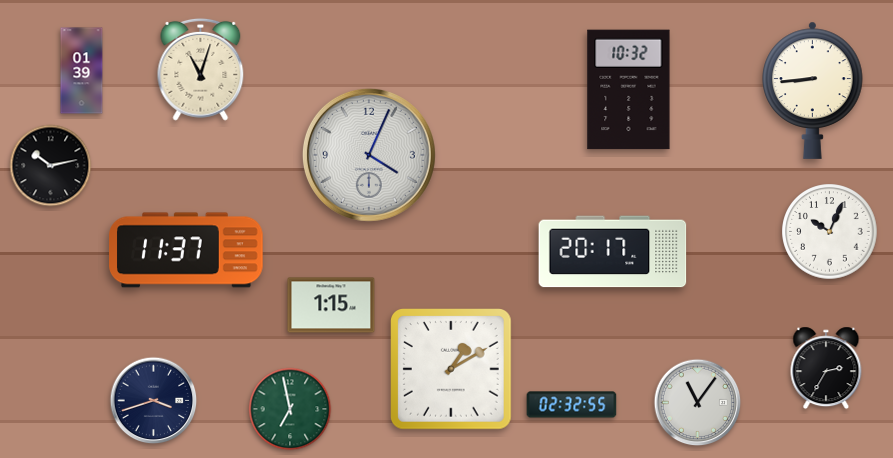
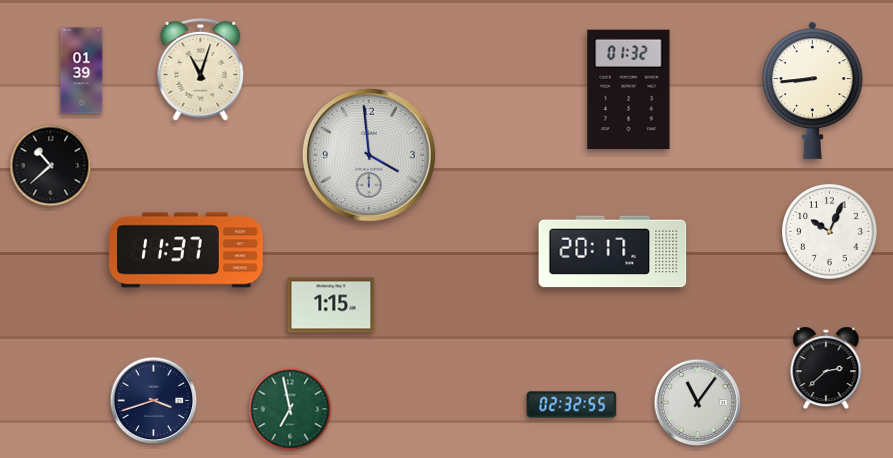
clock at (629, 90): 10:32 -> 01:32
clock at (369, 155): 4:04 -> 3:59
clock at (51, 166): 10:13 -> 10:38
clock at (826, 368): 2:35 -> 2:38
clock at (452, 370): 1:10 -> none
